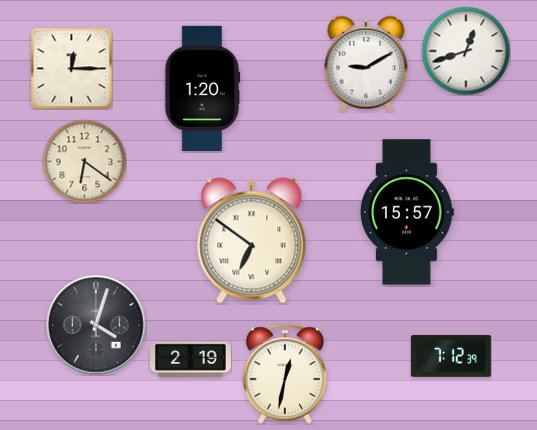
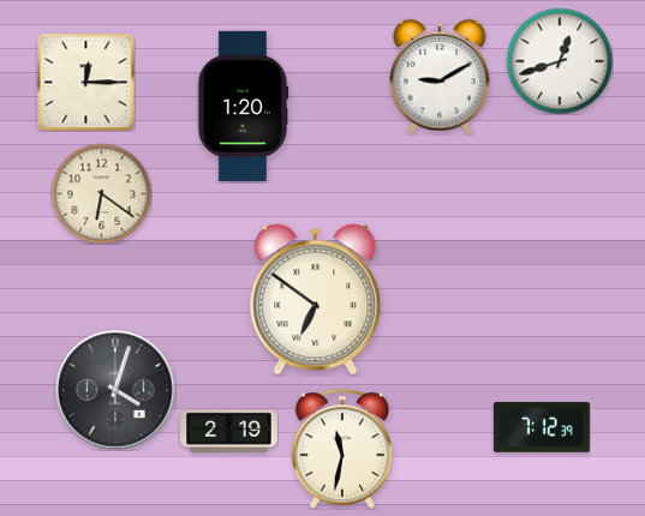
clock at (408, 212): 15:57 -> none
clock at (252, 241) position: (252, 241) -> (316, 300)
clock at (285, 374): 12:32 -> 11:32
